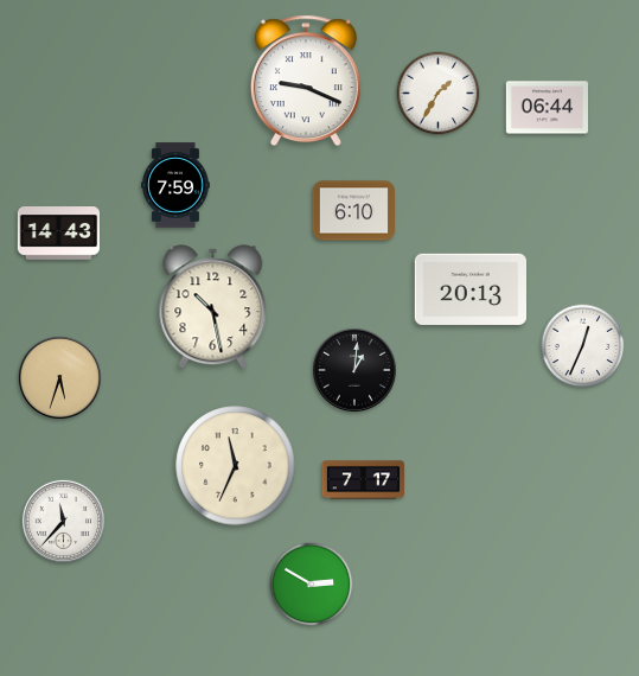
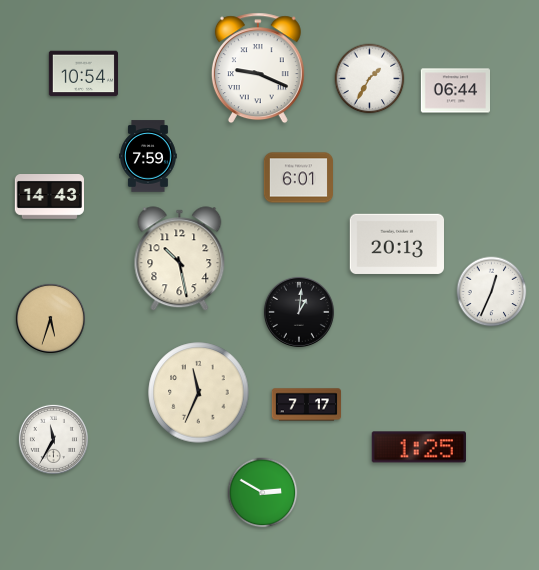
clock at (83, 74): none -> 10:54
clock at (547, 108) position: (547, 108) -> (455, 91)
clock at (353, 211): 6:10 -> 6:01
clock at (63, 521): 11:37 -> 11:35
clock at (419, 447): none -> 1:25
